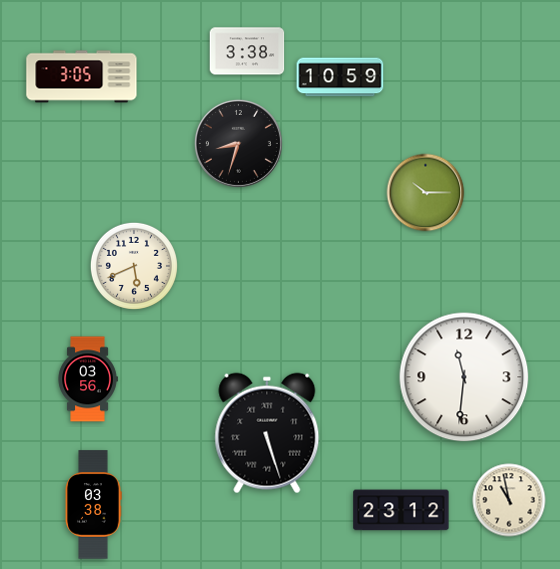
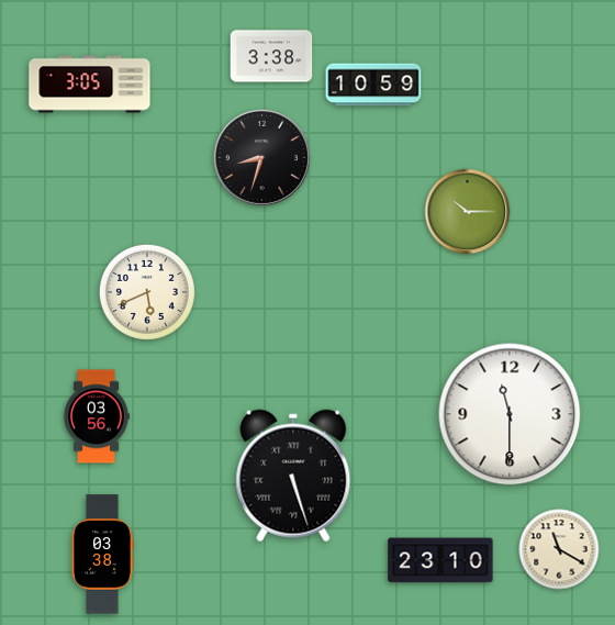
clock at (464, 377): 11:31 -> 11:30
clock at (509, 500): 10:58 -> 11:20
clock at (401, 510): 23:12 -> 23:10
